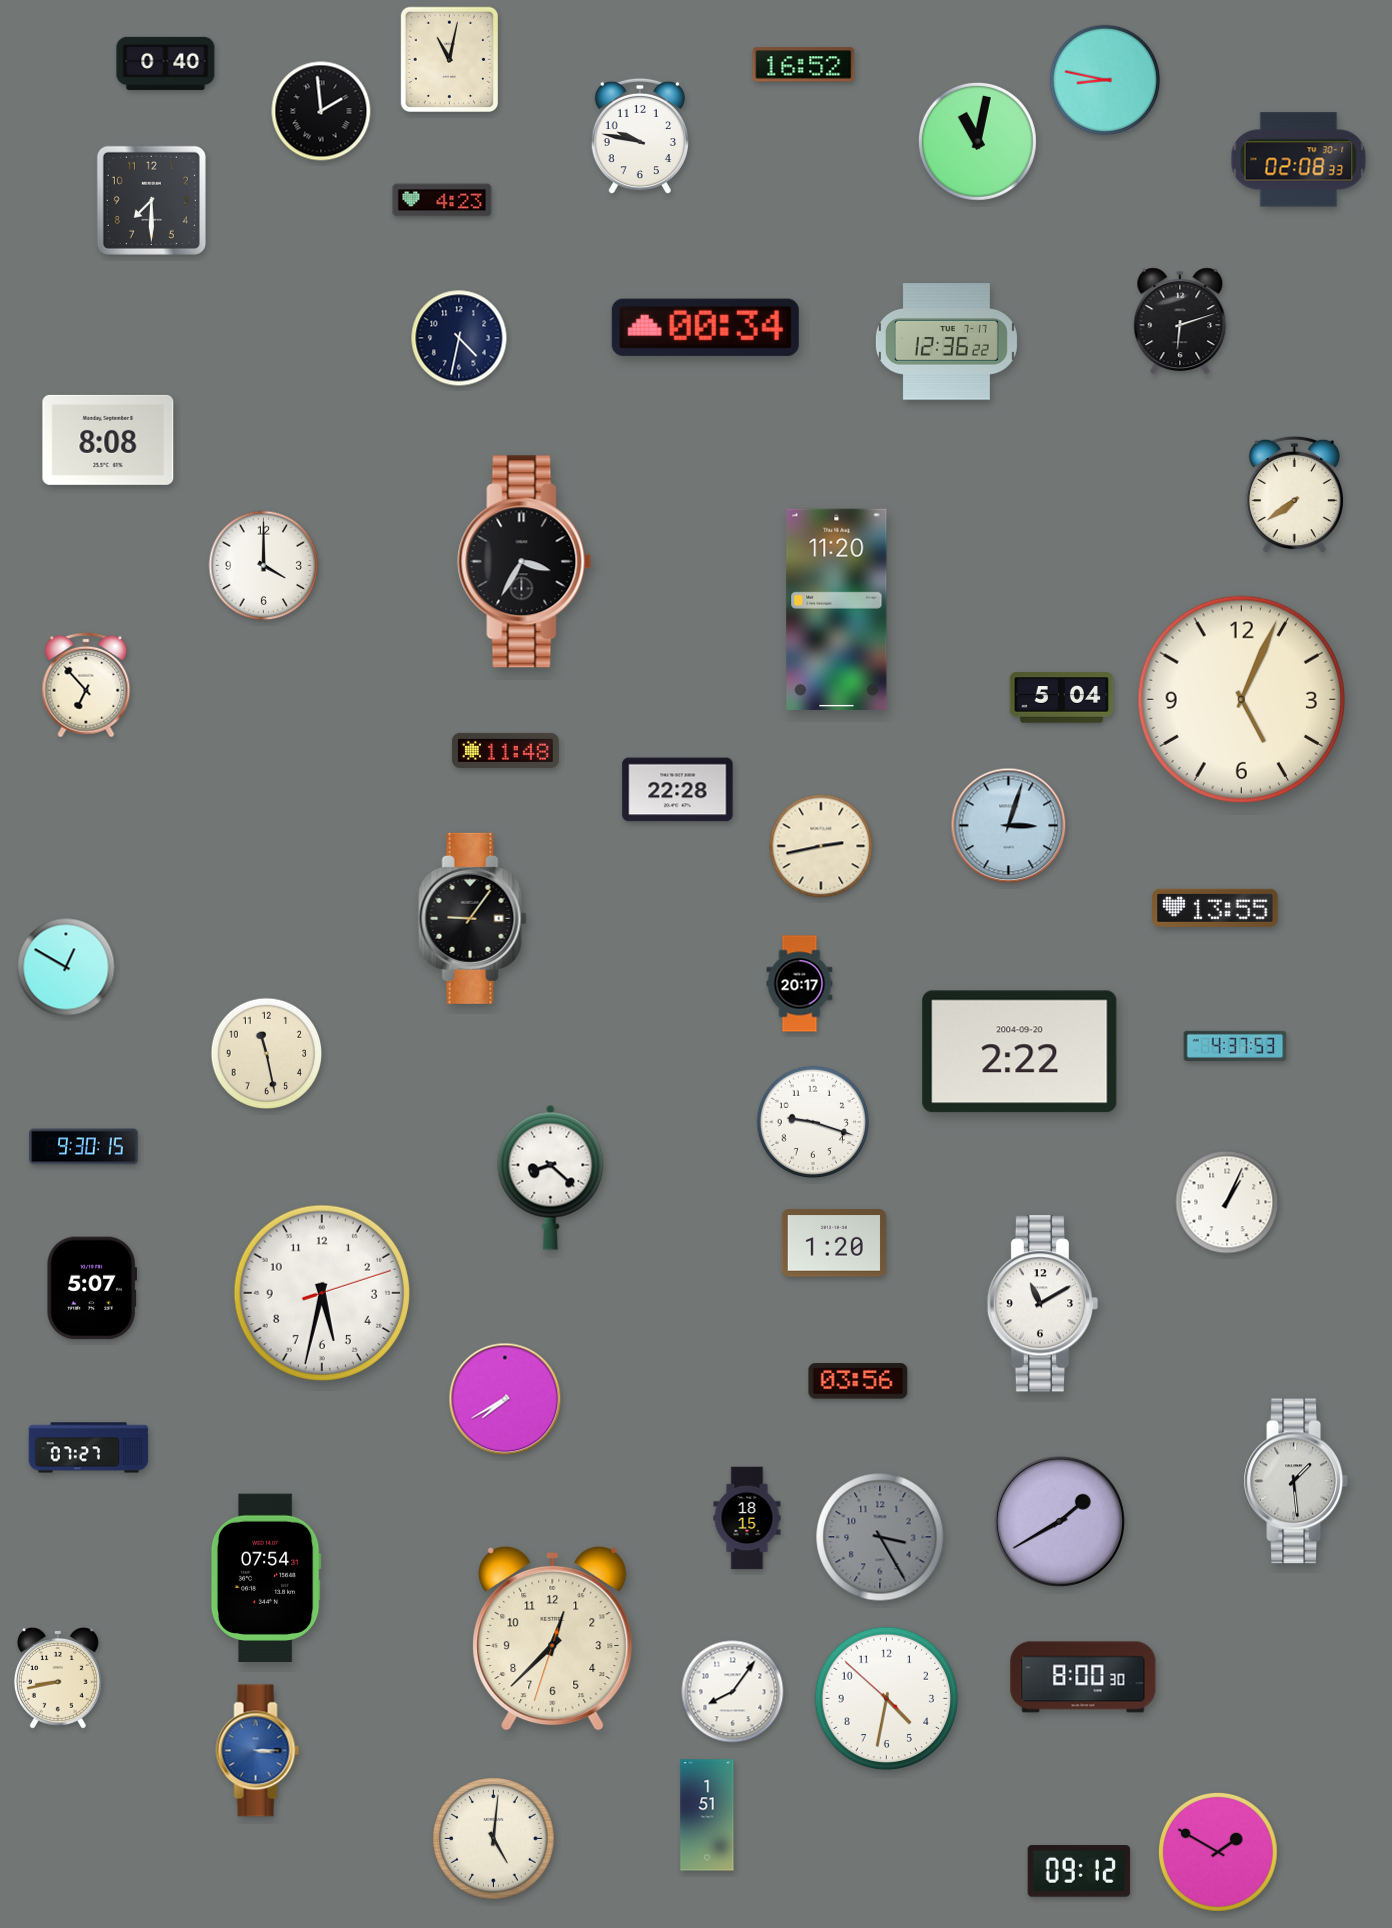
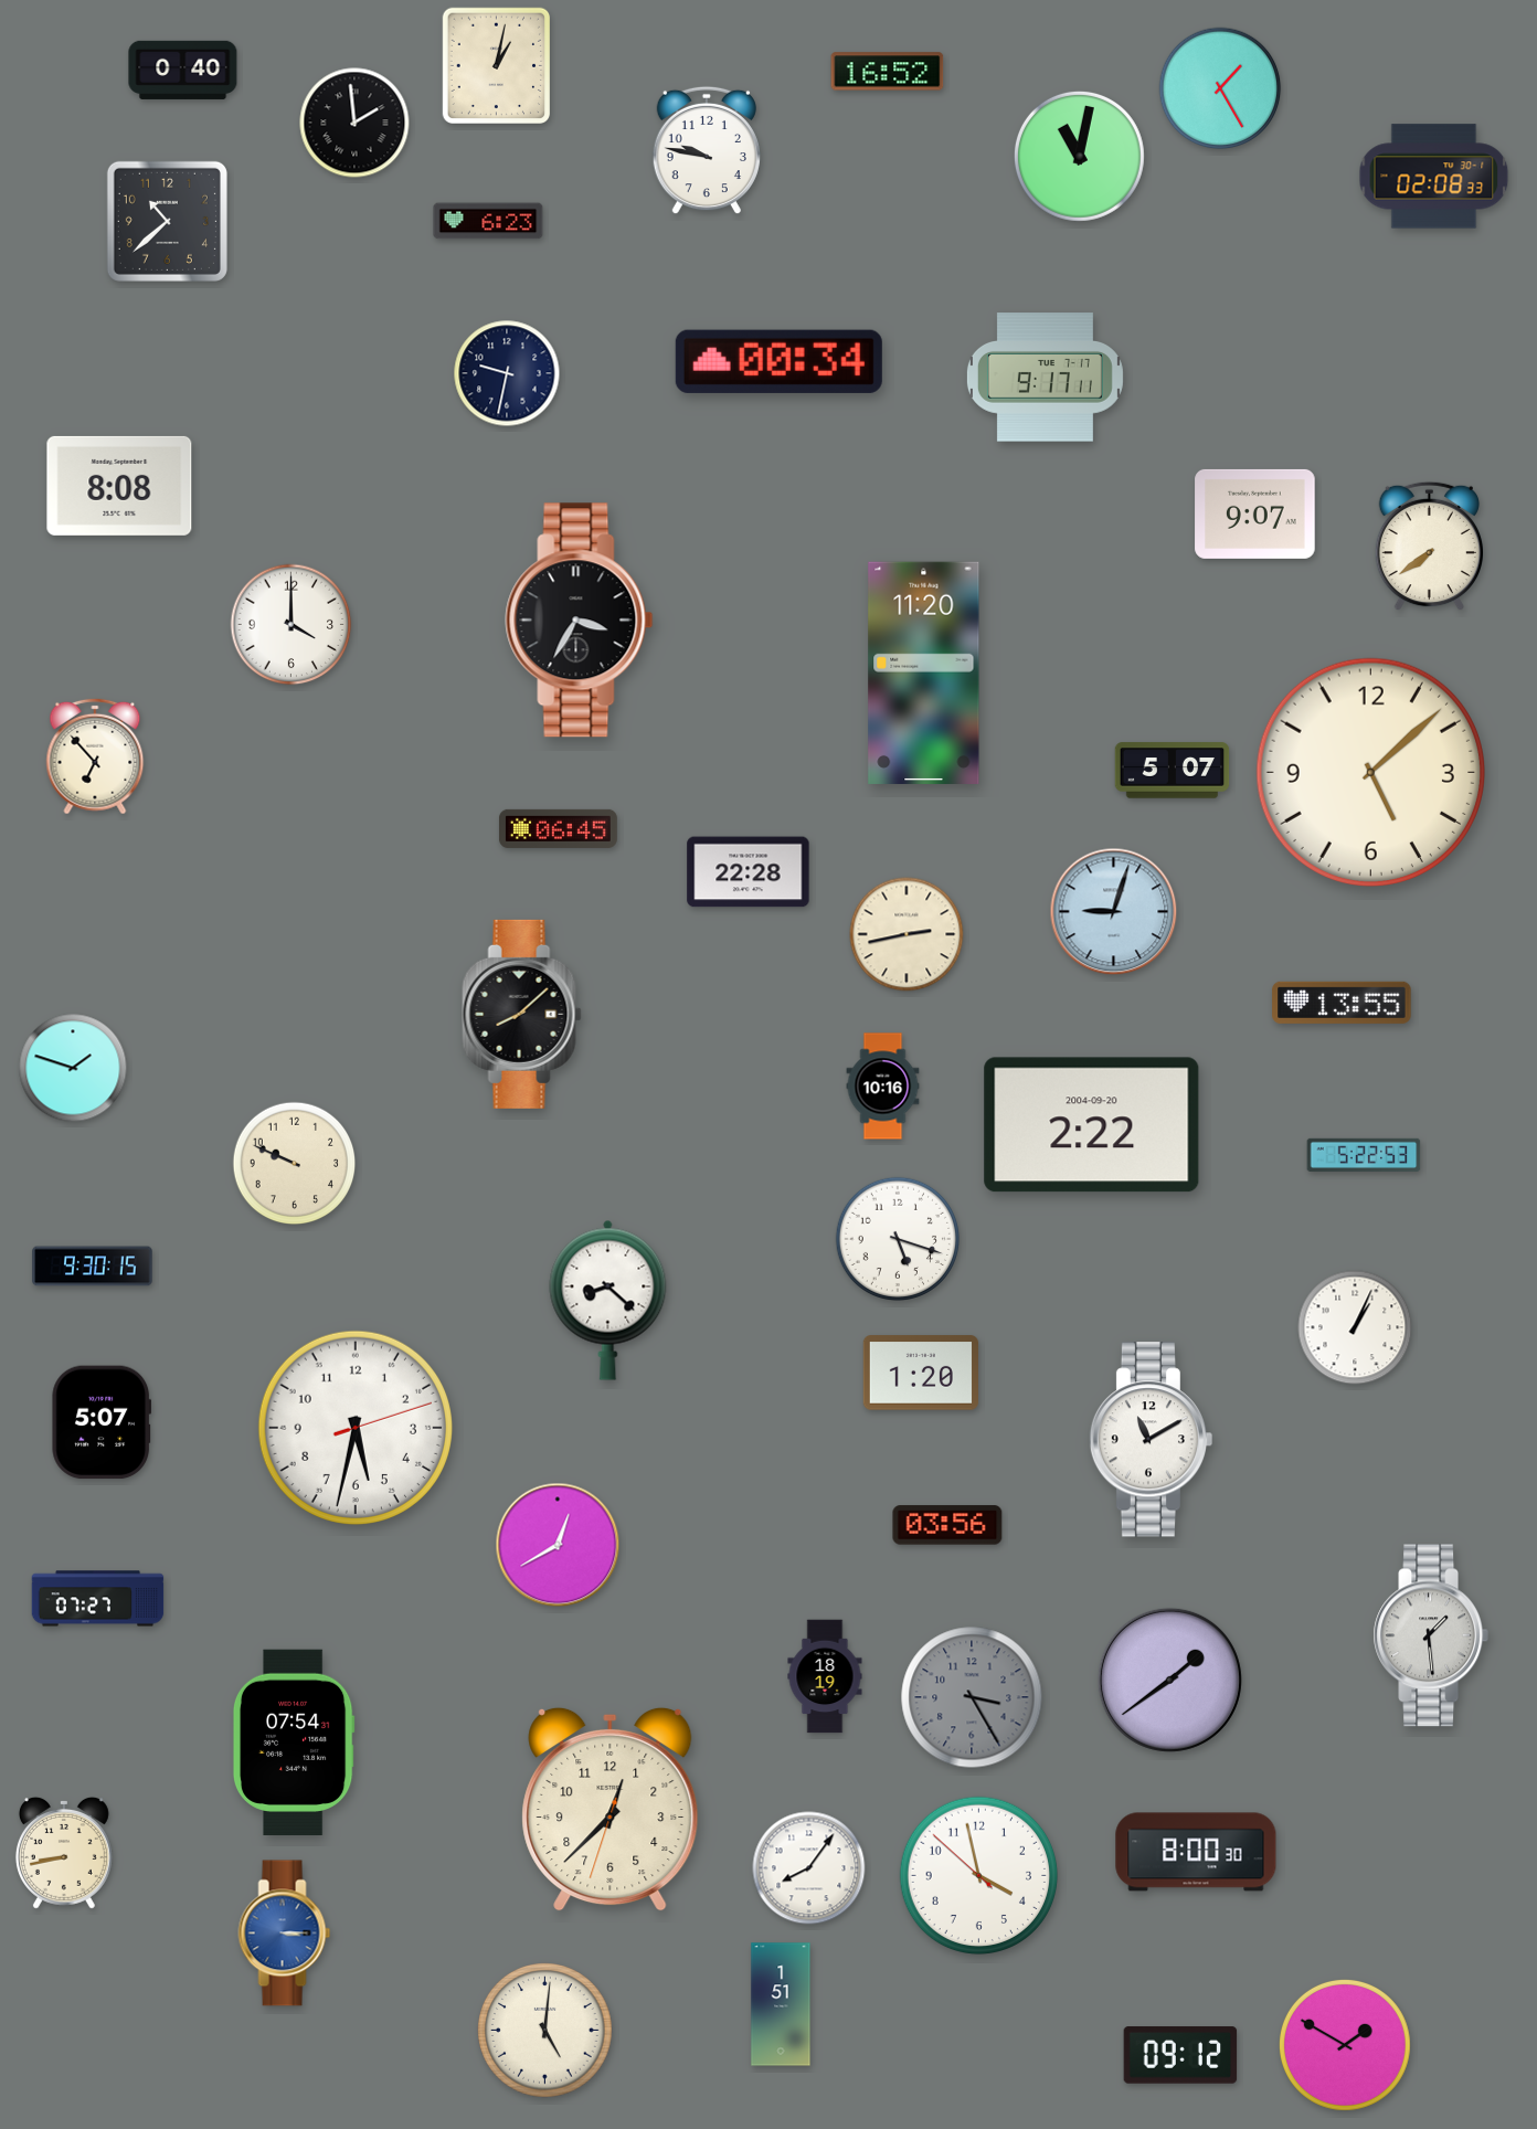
clock at (449, 59): 11:02 -> 1:02
clock at (1105, 80): 8:47 -> 1:25
clock at (151, 200): 7:30 -> 10:38
clock at (442, 200): 4:23 -> 6:23
clock at (1180, 321): 6:12 -> none
clock at (459, 338): 4:32 -> 9:32
clock at (946, 342): 12:36 -> 9:17
clock at (1255, 513): none -> 9:07
clock at (1062, 698): 5:04 -> 5:07
clock at (1241, 699): 5:04 -> 5:08
clock at (505, 750): 11:48 -> 06:45
clock at (1009, 826): 3:03 -> 9:03
clock at (473, 918): 9:06 -> 8:08
clock at (66, 967): 12:50 -> 1:48
clock at (800, 984): 20:17 -> 10:16
clock at (1235, 1046): 4:37 -> 5:22
clock at (1020, 1052) position: (1020, 1052) -> (1092, 1125)
clock at (267, 1054): 11:28 -> 9:49
clock at (812, 1121): 9:18 -> 5:18
clock at (505, 1399): 7:40 -> 12:40
clock at (747, 1518): 18:15 -> 18:19
clock at (1059, 1521): 1:40 -> 1:39
clock at (887, 1699): 4:31 -> 3:57
clock at (1079, 1871) position: (1079, 1871) -> (1180, 2055)
